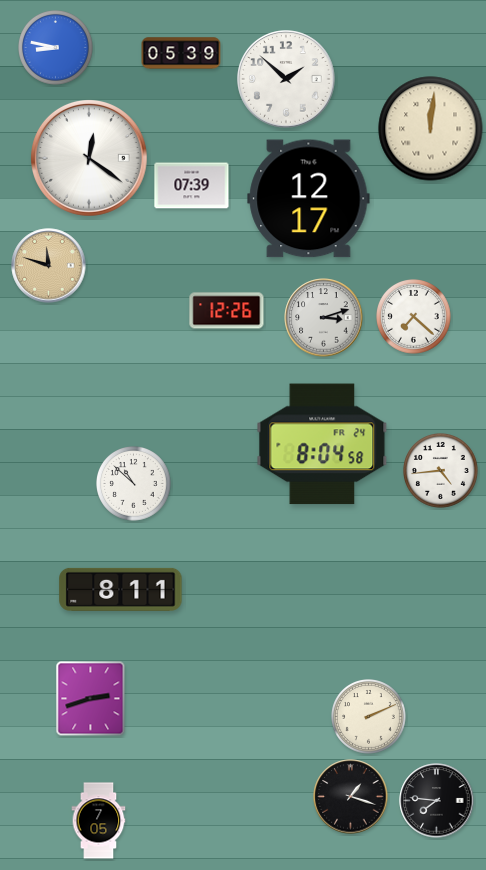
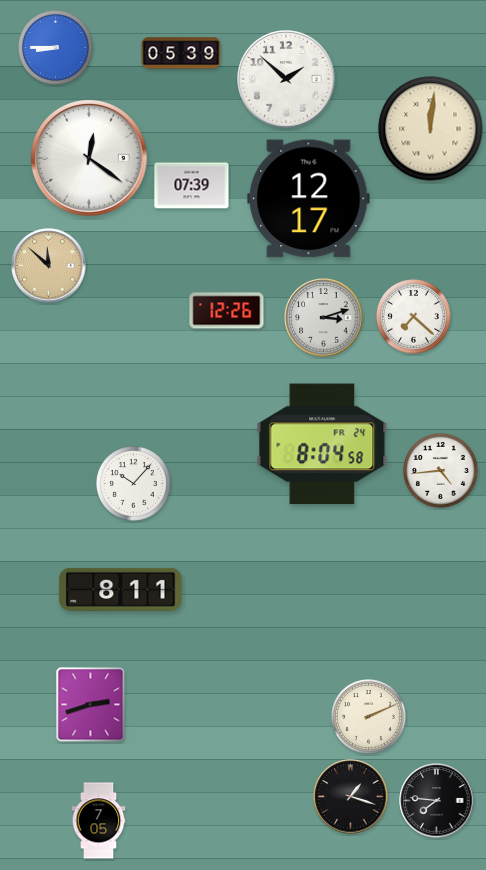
clock at (56, 48): 8:47 -> 8:45
clock at (49, 266): 11:48 -> 11:52
clock at (134, 484): 10:52 -> 10:07
clock at (91, 699) position: (91, 699) -> (91, 705)
